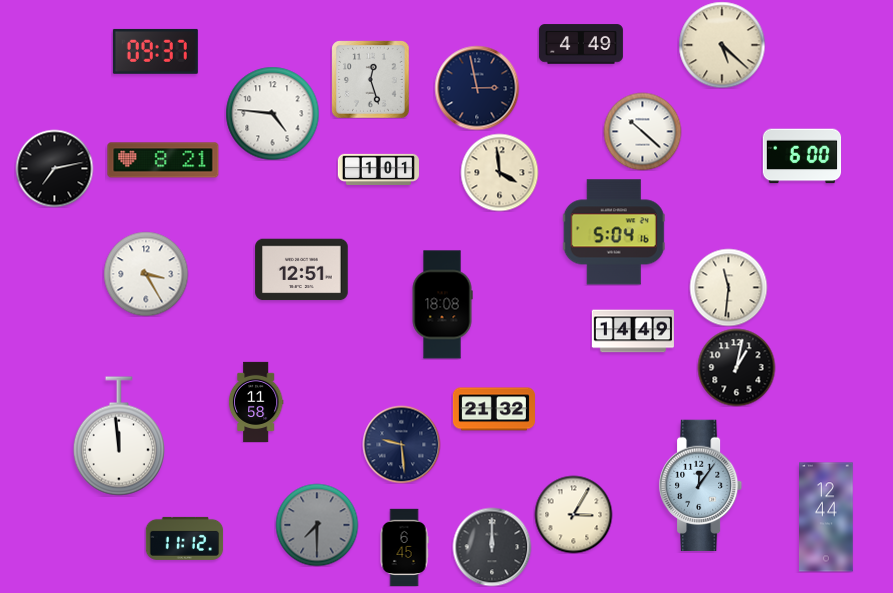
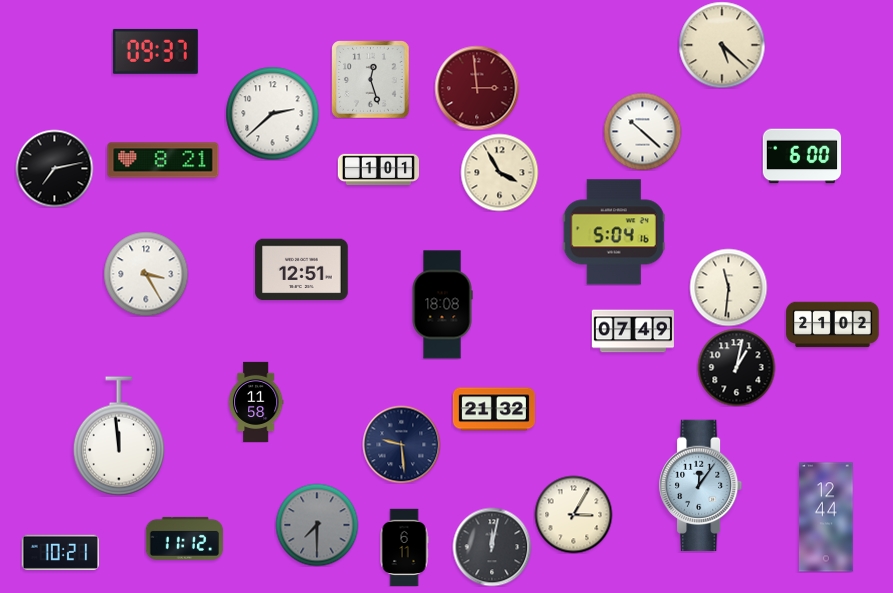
clock at (581, 44): 4:49 -> none
clock at (477, 88): 2:58 -> 2:59
clock at (477, 88) dial: navy -> burgundy
clock at (272, 113): 4:46 -> 2:38
clock at (499, 172): 3:59 -> 3:55
clock at (833, 325): none -> 21:02
clock at (633, 331): 14:49 -> 07:49
clock at (404, 547): 6:45 -> 6:11
clock at (492, 547): 12:00 -> 12:02
clock at (60, 552): none -> 10:21
